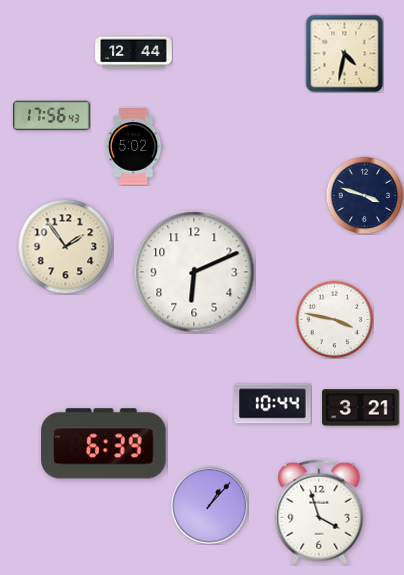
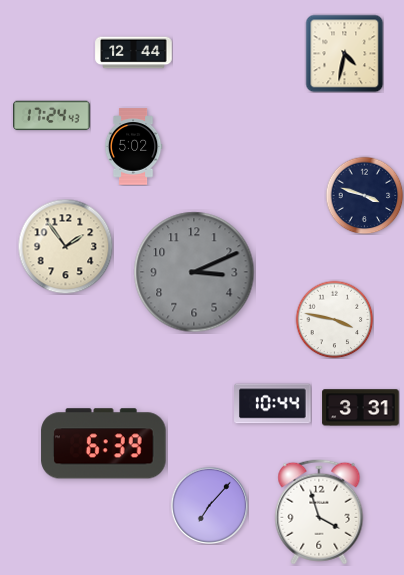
clock at (52, 116): 17:56 -> 17:24
clock at (194, 272): 6:11 -> 3:11
clock at (194, 272) dial: white -> grey
clock at (361, 408): 3:21 -> 3:31
clock at (209, 505): 1:07 -> 7:07
